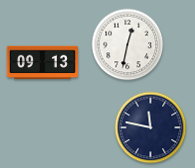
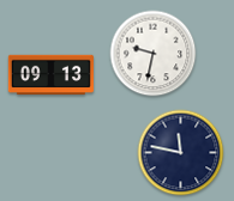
clock at (128, 45): 12:32 -> 9:32
